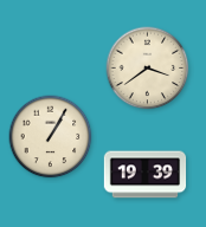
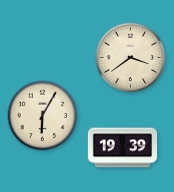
clock at (148, 69) position: (148, 69) -> (131, 58)
clock at (51, 137): 1:05 -> 6:05
